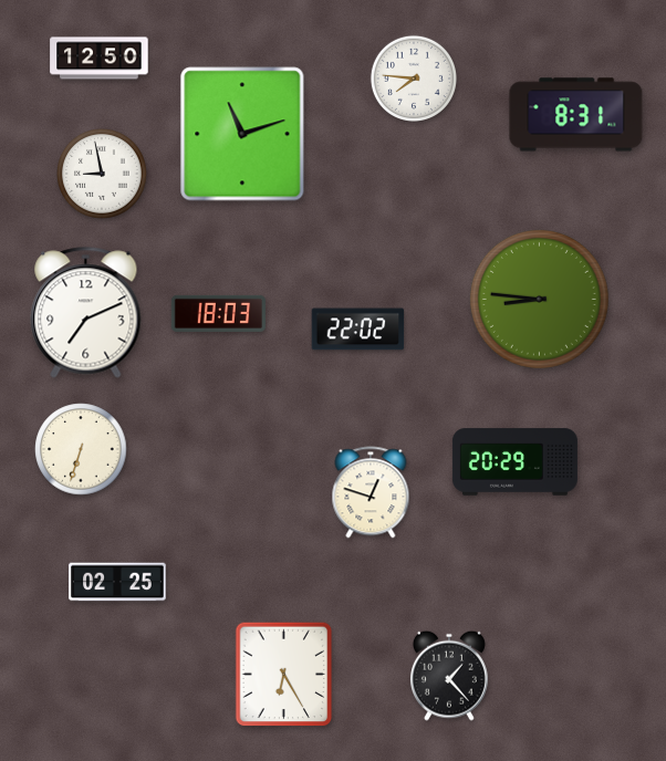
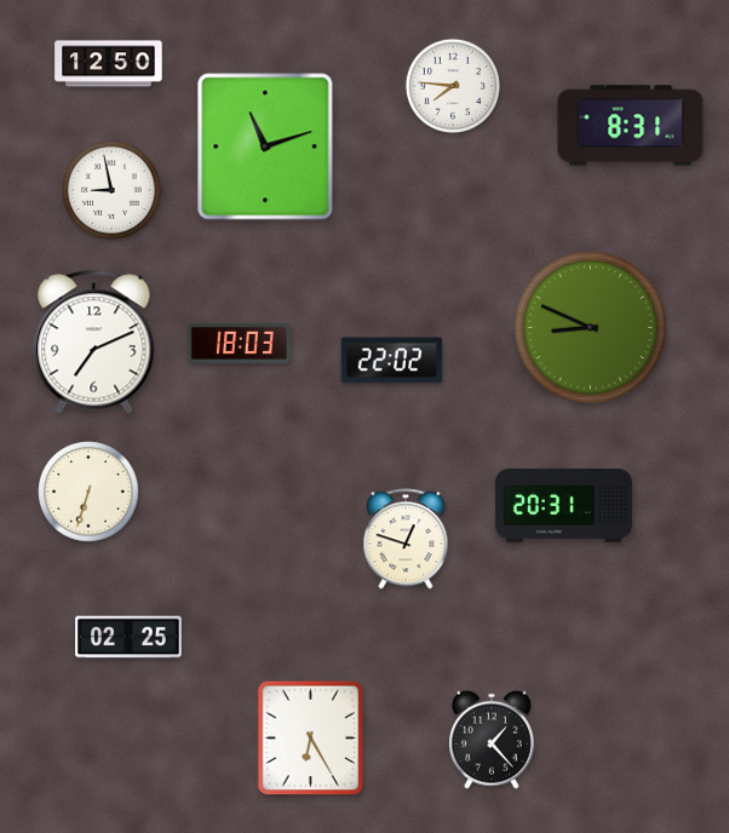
clock at (539, 299): 8:46 -> 8:49
clock at (514, 462): 20:29 -> 20:31
